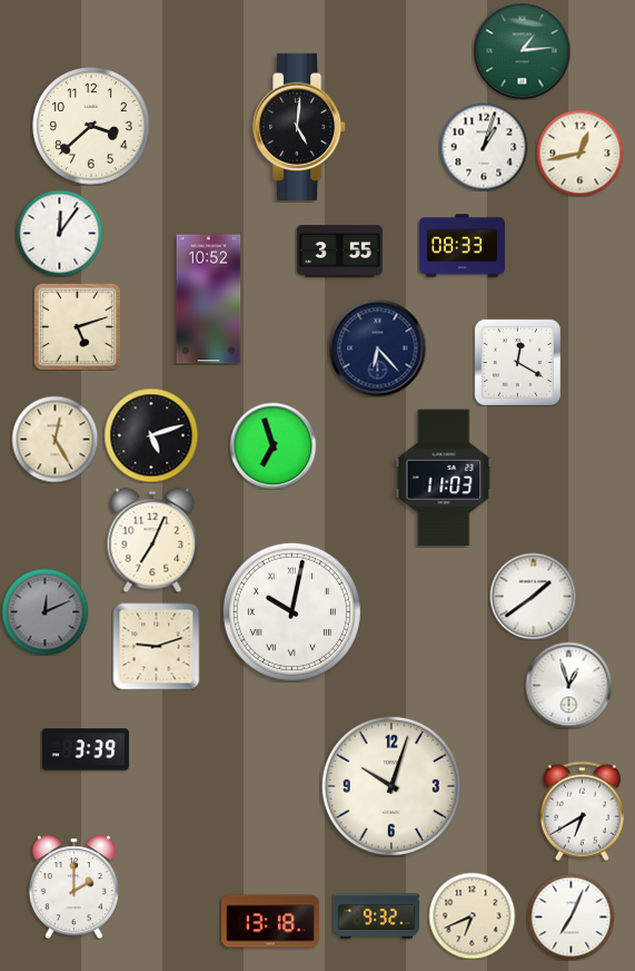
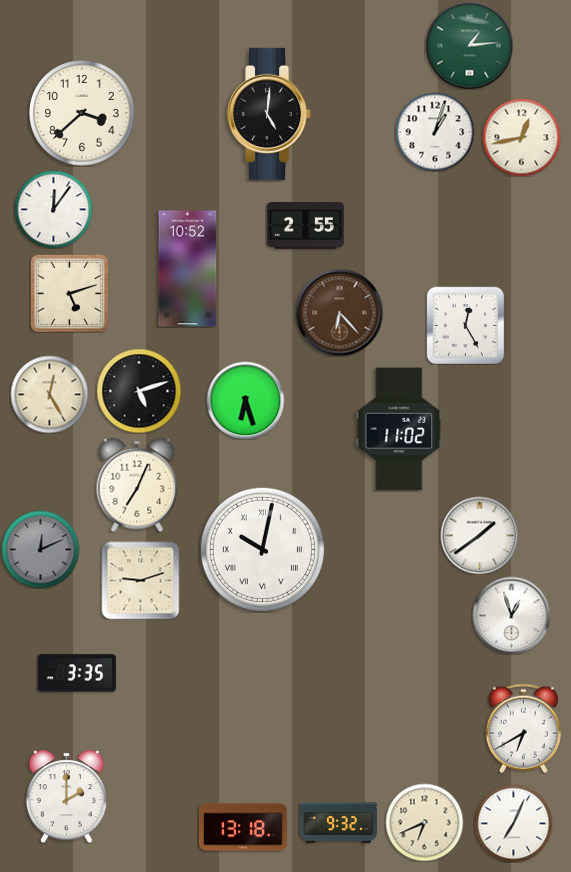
clock at (462, 246): 08:33 -> none
clock at (339, 252): 3:55 -> 2:55
clock at (377, 347) dial: navy -> brown
clock at (517, 362): 12:20 -> 12:25
clock at (151, 435) position: (151, 435) -> (139, 391)
clock at (272, 445): 6:57 -> 6:27
clock at (444, 478): 11:03 -> 11:02
clock at (86, 749): 3:39 -> 3:35
clock at (391, 786): 10:03 -> none
